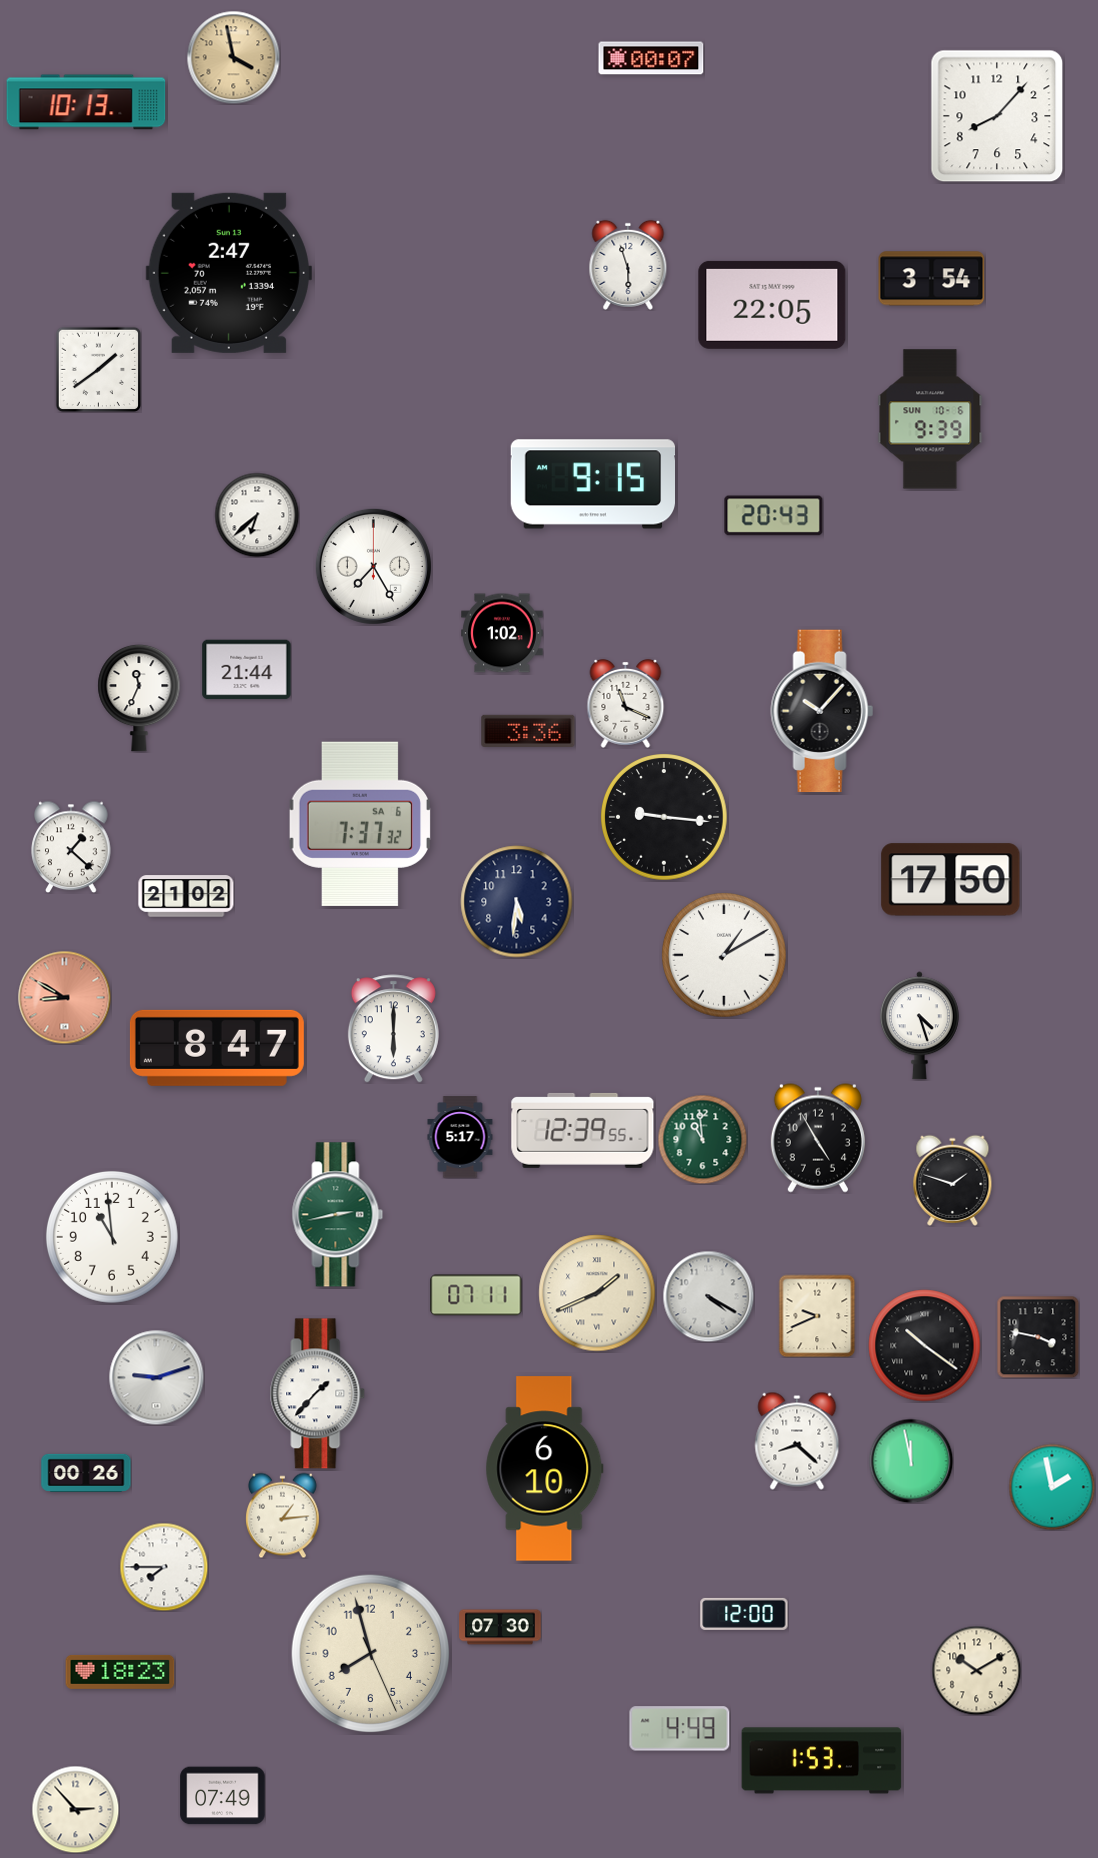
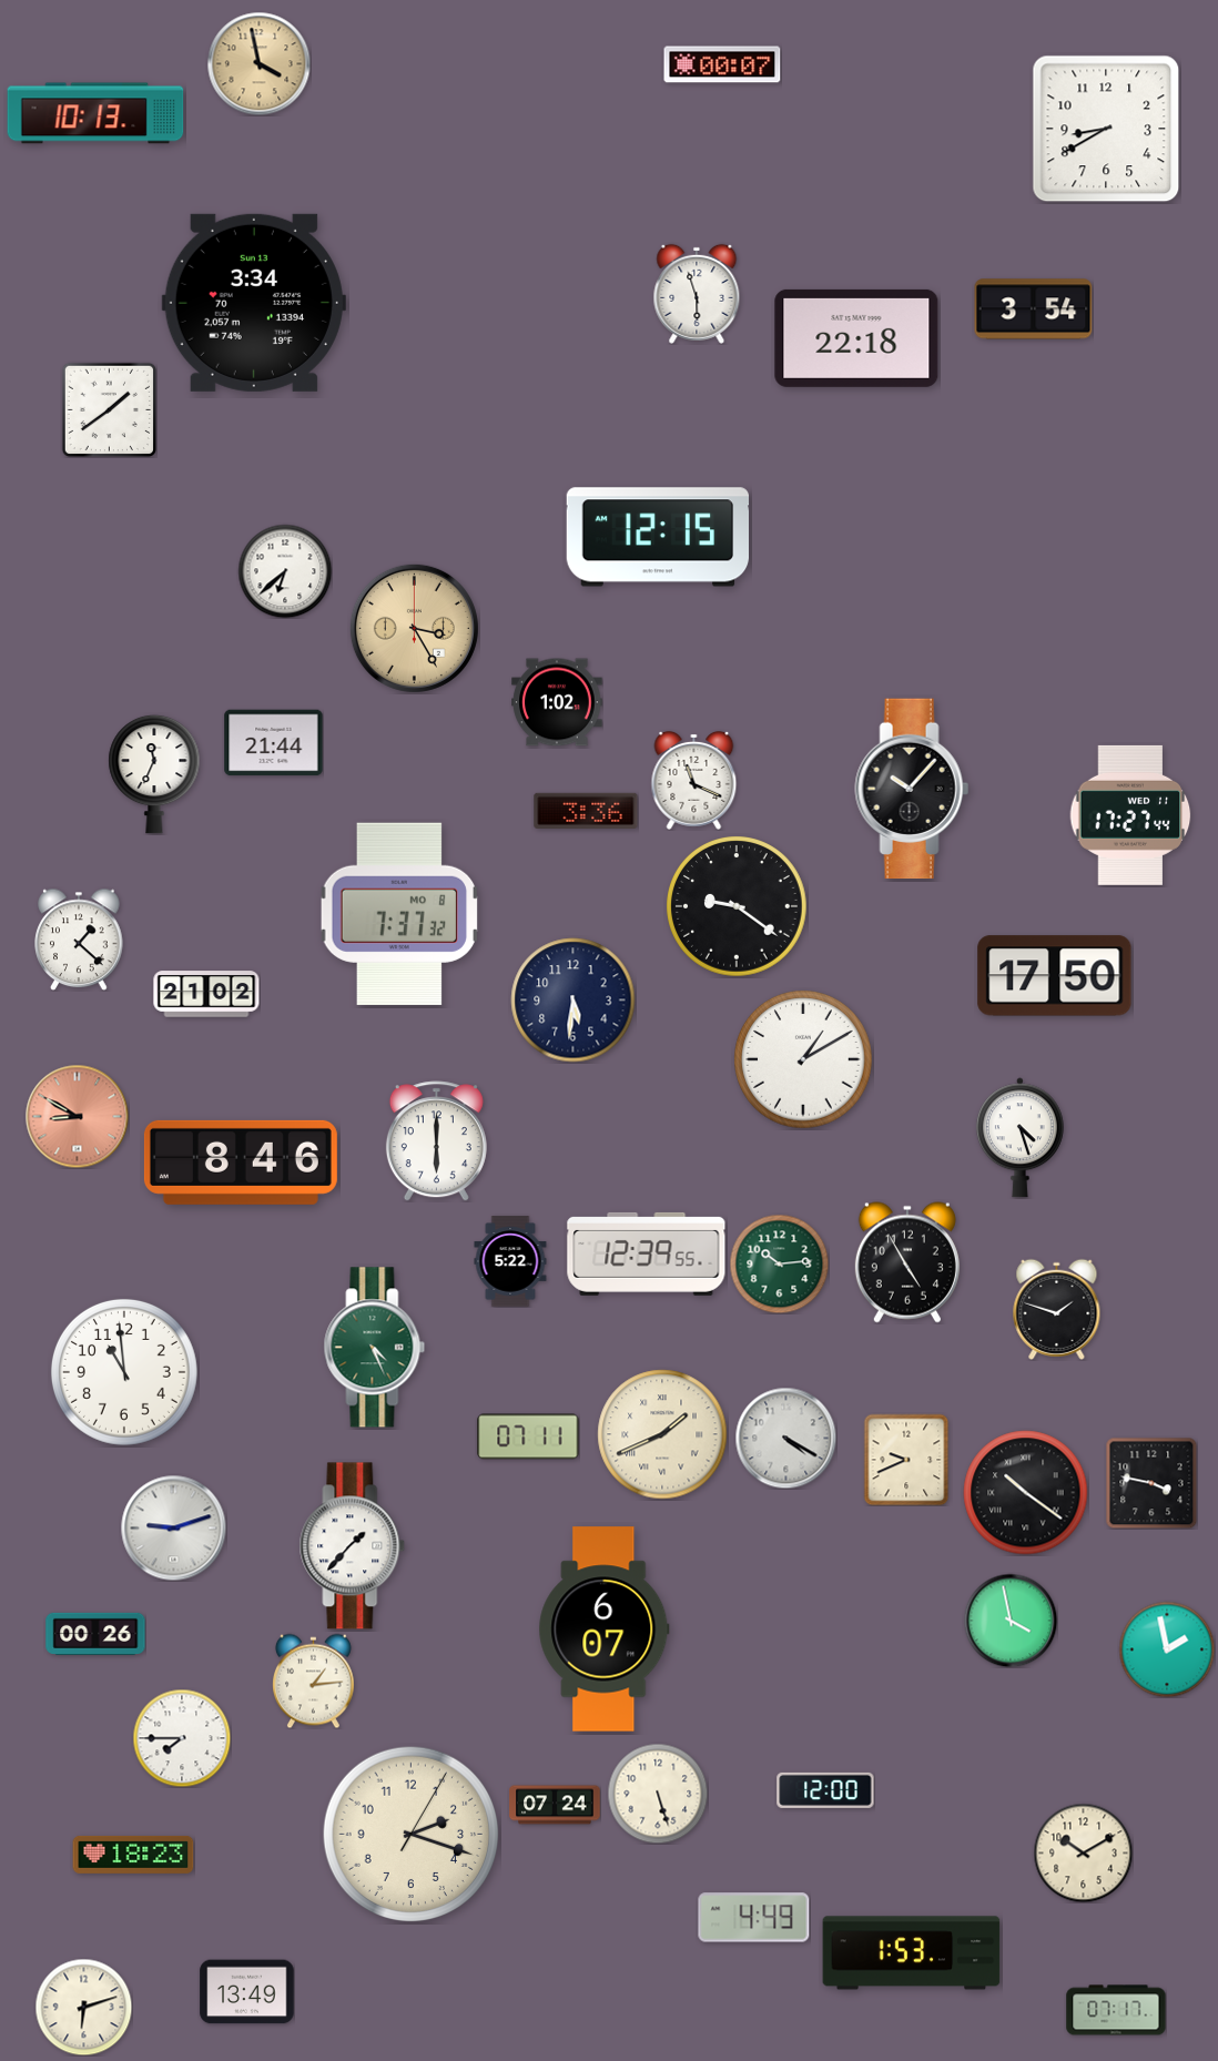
clock at (997, 116): 8:07 -> 8:40
clock at (229, 273): 2:47 -> 3:34
clock at (772, 305): 22:05 -> 22:18
clock at (930, 419): 9:39 -> none
clock at (592, 484): 9:15 -> 12:15
clock at (774, 516): 20:43 -> none
clock at (373, 566): 7:25 -> 3:25
clock at (373, 566) dial: white -> champagne
clock at (1130, 815): none -> 17:27
clock at (665, 818): 9:16 -> 9:21
clock at (360, 824) date: SA 6 -> MO 8
clock at (64, 997) position: (64, 997) -> (77, 1116)
clock at (217, 1048): 8:47 -> 8:46
clock at (460, 1137): 5:17 -> 5:22
clock at (702, 1139): 10:59 -> 10:14
clock at (338, 1215): 2:43 -> 4:26
clock at (797, 1441): 8:22 -> none
clock at (911, 1461): 11:58 -> 3:58
clock at (545, 1469): 6:10 -> 6:07
clock at (658, 1794): none -> 5:27
clock at (500, 1627): 07:30 -> 07:24
clock at (371, 1654): 7:57 -> 2:18
clock at (223, 1796): 07:49 -> 13:49
clock at (75, 1809): 2:53 -> 6:12
clock at (1116, 2010): none -> 07:17
